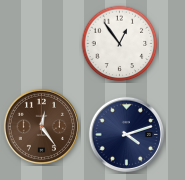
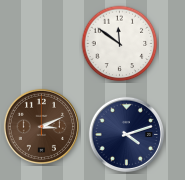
clock at (120, 44): 12:54 -> 11:51
clock at (41, 126): 12:24 -> 3:11
